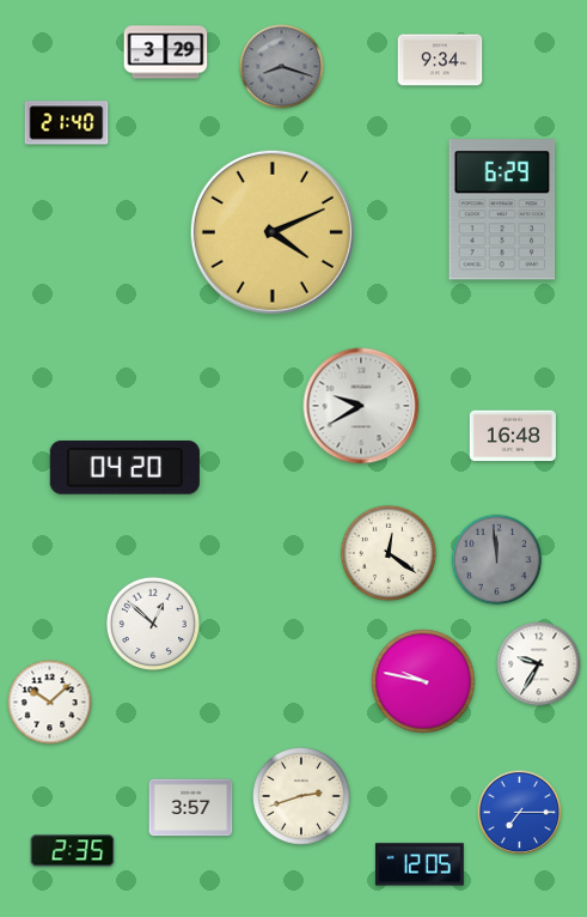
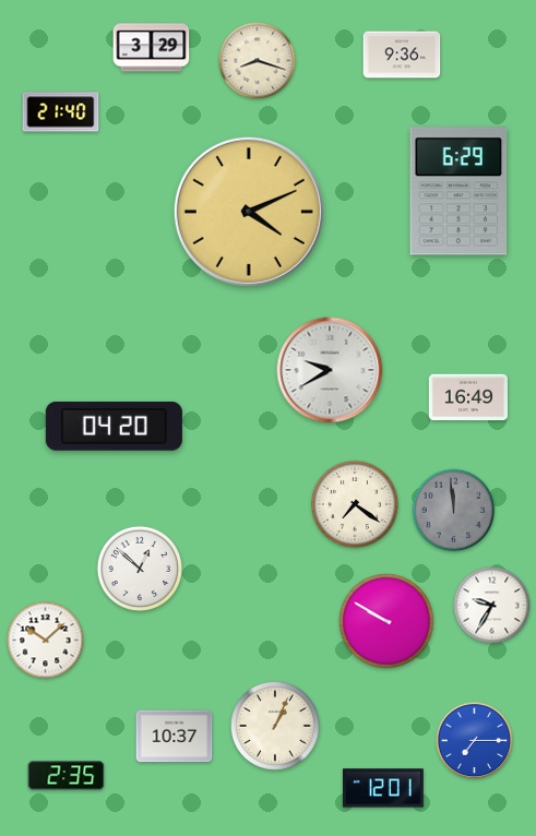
clock at (440, 60): 9:34 -> 9:36
clock at (282, 67) dial: grey -> cream
clock at (513, 436): 16:48 -> 16:49
clock at (389, 553): 12:21 -> 7:21
clock at (423, 681): 9:47 -> 9:50
clock at (302, 797): 2:42 -> 1:04
clock at (191, 808): 3:57 -> 10:37
clock at (420, 864): 12:05 -> 12:01
